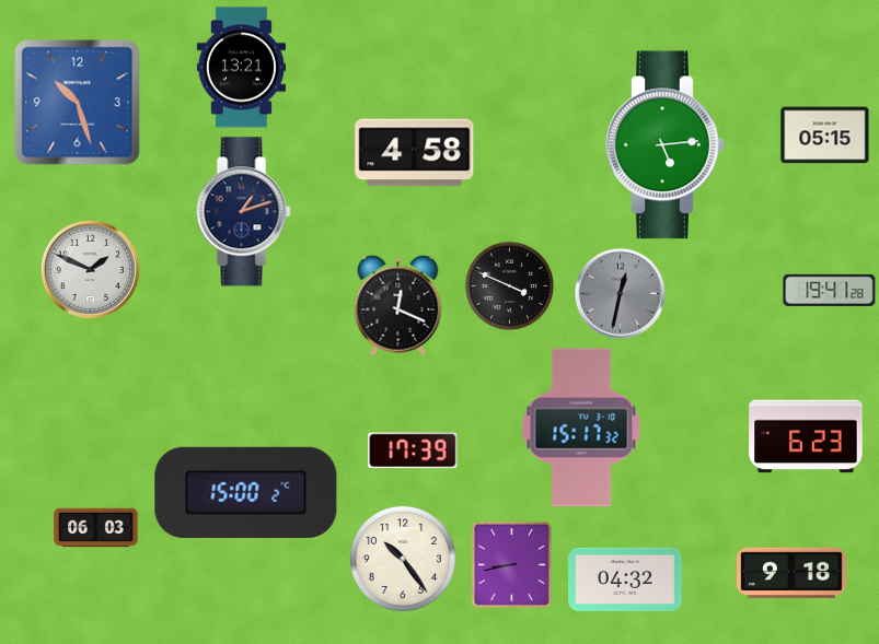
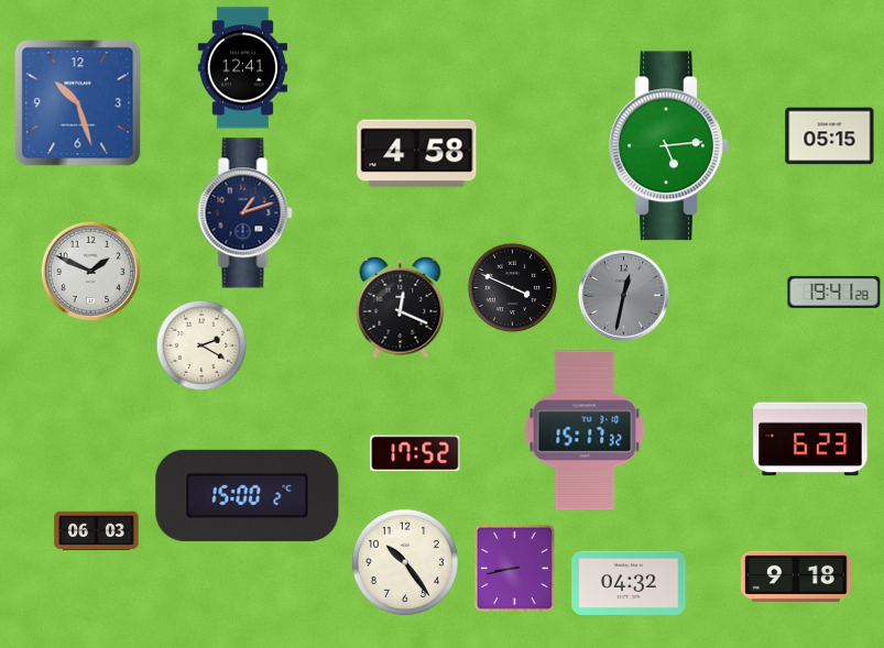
clock at (241, 68): 13:21 -> 12:41
clock at (201, 345): none -> 2:20
clock at (413, 450): 17:39 -> 17:52
